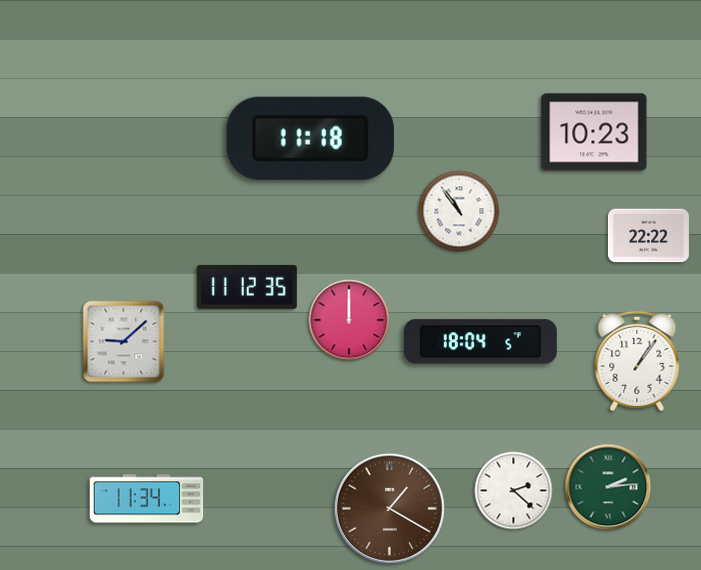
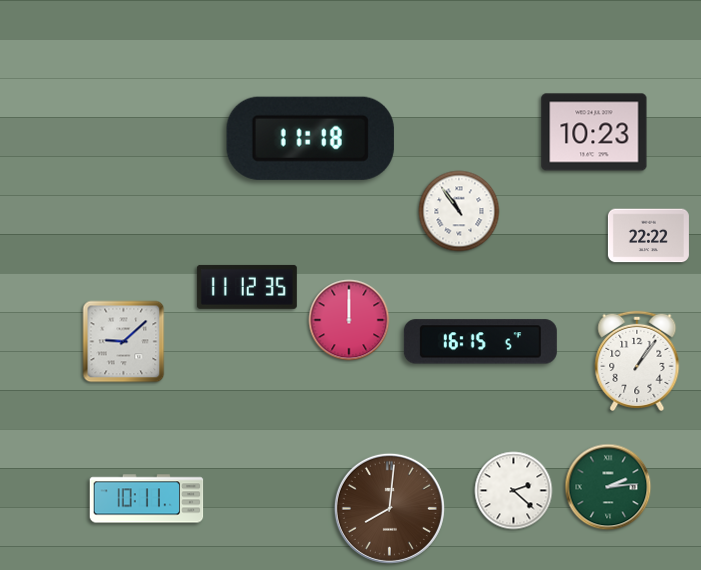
clock at (480, 342): 18:04 -> 16:15
clock at (147, 499): 11:34 -> 10:11
clock at (389, 508): 1:20 -> 8:01
